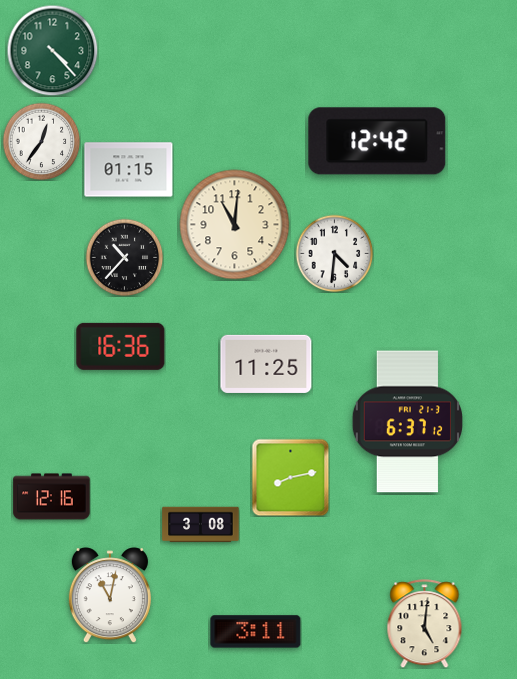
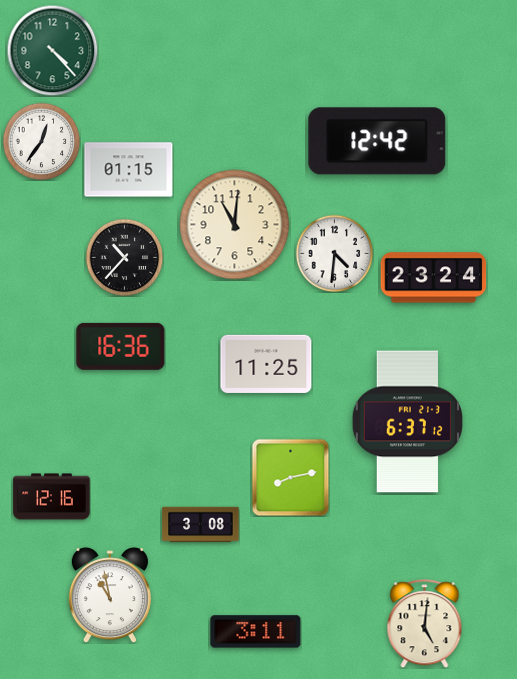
clock at (434, 278): none -> 23:24
clock at (110, 595): 11:02 -> 10:58
